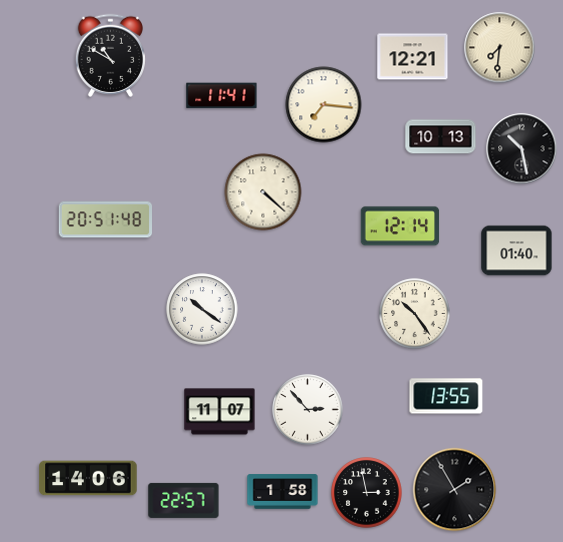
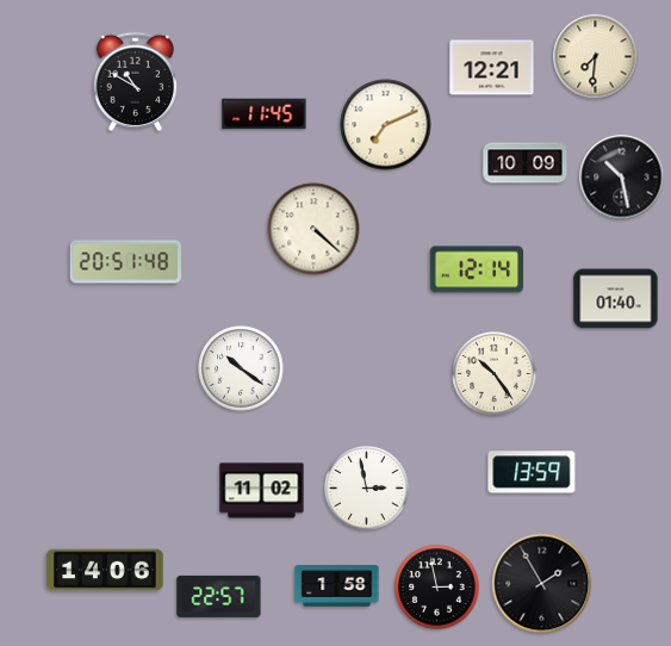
clock at (110, 55) position: (110, 55) -> (135, 81)
clock at (222, 96): 11:41 -> 11:45
clock at (324, 105): 7:16 -> 7:11
clock at (441, 137): 10:13 -> 10:09
clock at (446, 396): 13:55 -> 13:59
clock at (308, 410): 2:53 -> 2:58
clock at (220, 412): 11:07 -> 11:02
